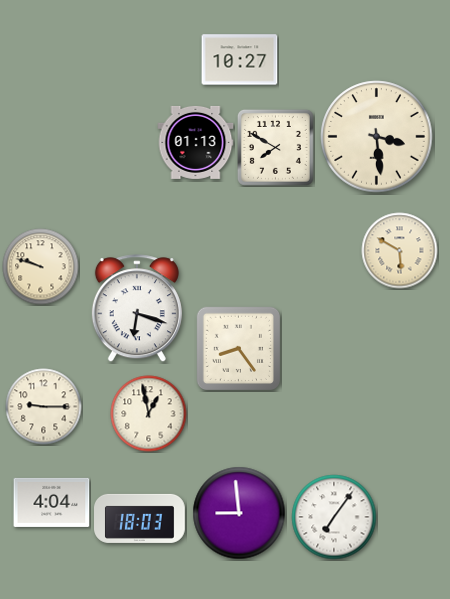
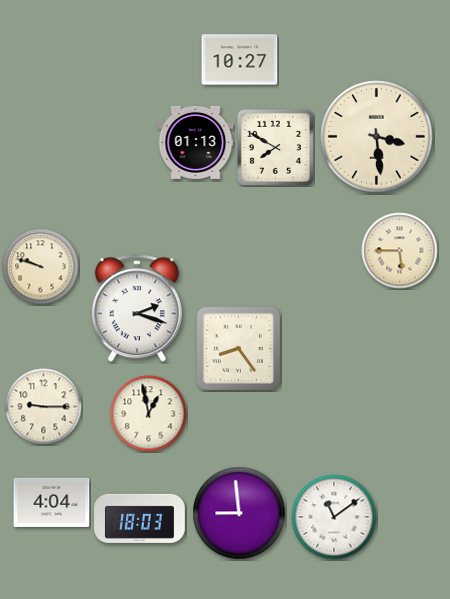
clock at (400, 251): 5:50 -> 5:45
clock at (137, 309): 6:18 -> 2:18
clock at (334, 517): 7:06 -> 11:09
